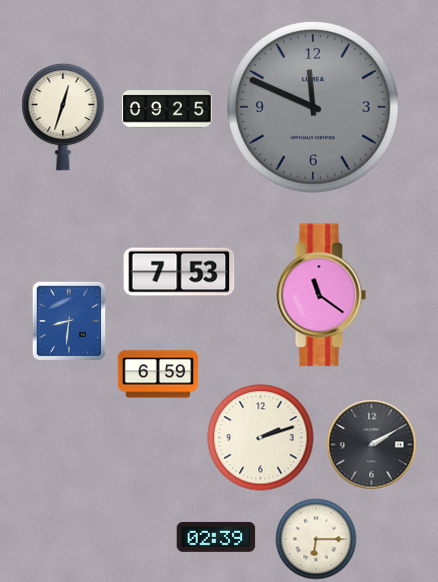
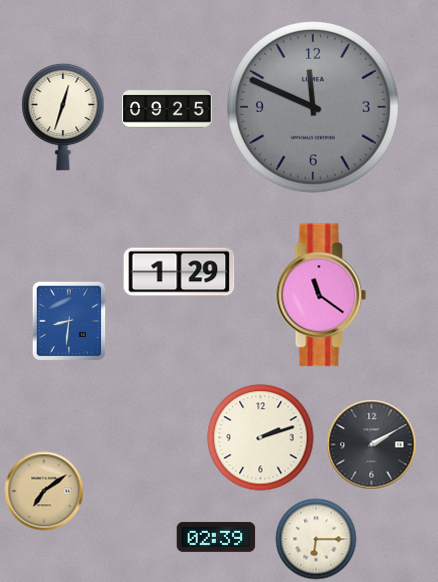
clock at (179, 272): 7:53 -> 1:29
clock at (158, 374): 6:59 -> none
clock at (44, 491): none -> 7:09
